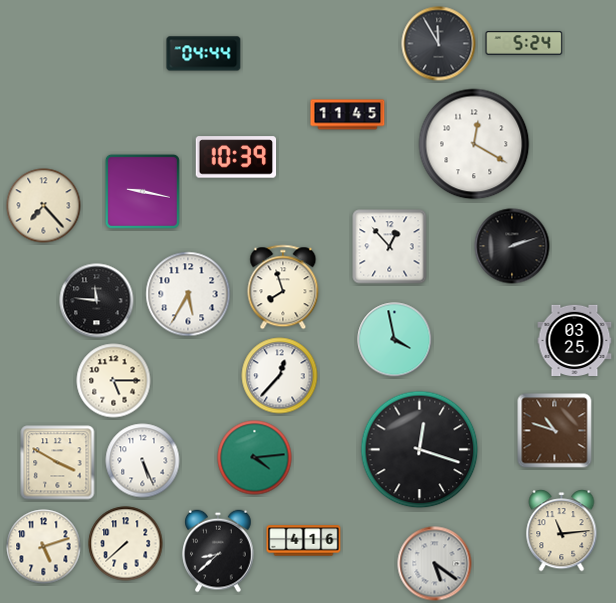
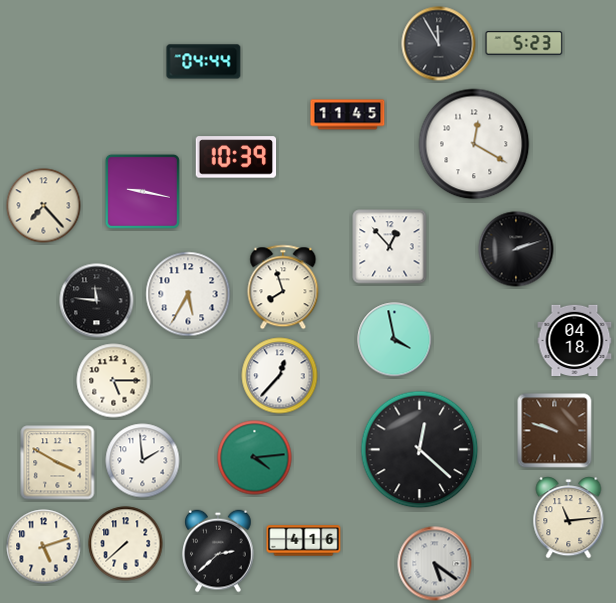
clock at (524, 43): 5:24 -> 5:23
clock at (204, 54) position: (204, 54) -> (204, 62)
clock at (512, 246) position: (512, 246) -> (516, 249)
clock at (575, 340): 03:25 -> 04:18
clock at (555, 431): 10:48 -> 9:48
clock at (420, 450): 12:18 -> 12:22
clock at (143, 461): 5:26 -> 1:59
clock at (562, 531) position: (562, 531) -> (569, 518)
clock at (218, 551): 8:38 -> 2:38
